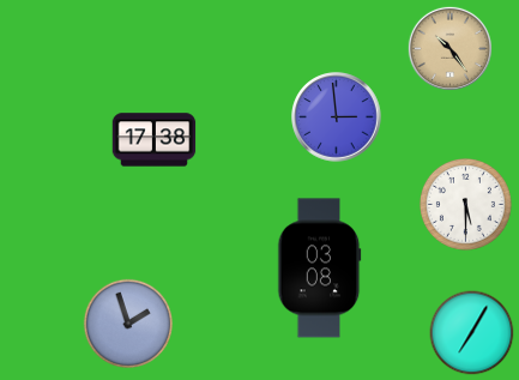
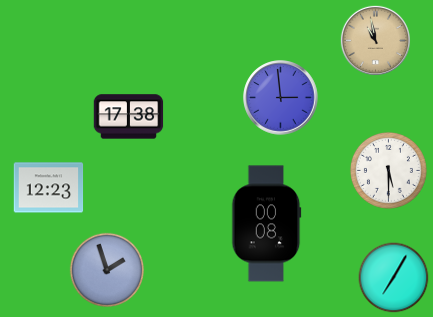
clock at (449, 48): 10:24 -> 10:58
clock at (49, 188): none -> 12:23
clock at (320, 269): 03:08 -> 00:08
